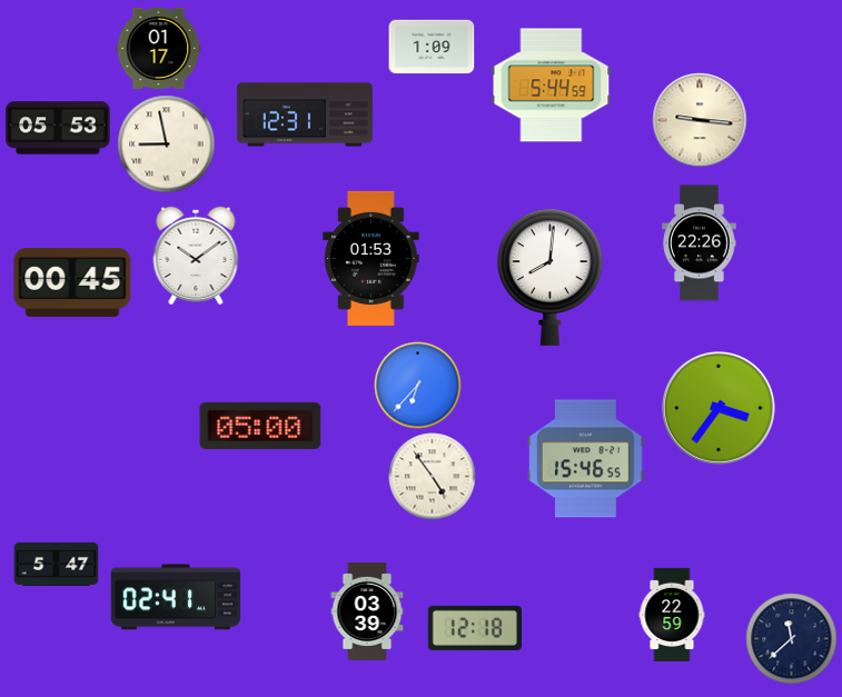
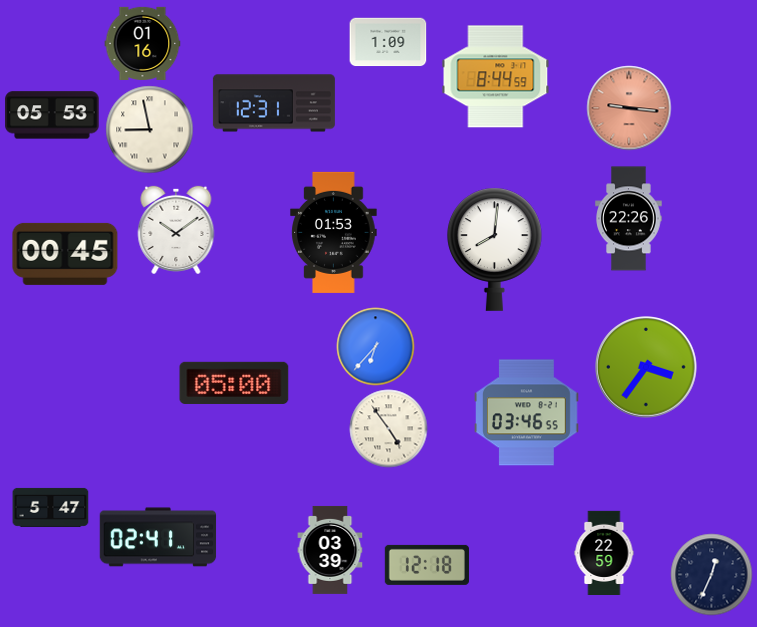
clock at (159, 48): 01:17 -> 01:16
clock at (552, 86): 5:44 -> 8:44
clock at (700, 120) dial: cream -> salmon
clock at (586, 459): 15:46 -> 03:46
clock at (792, 639): 11:38 -> 12:34
